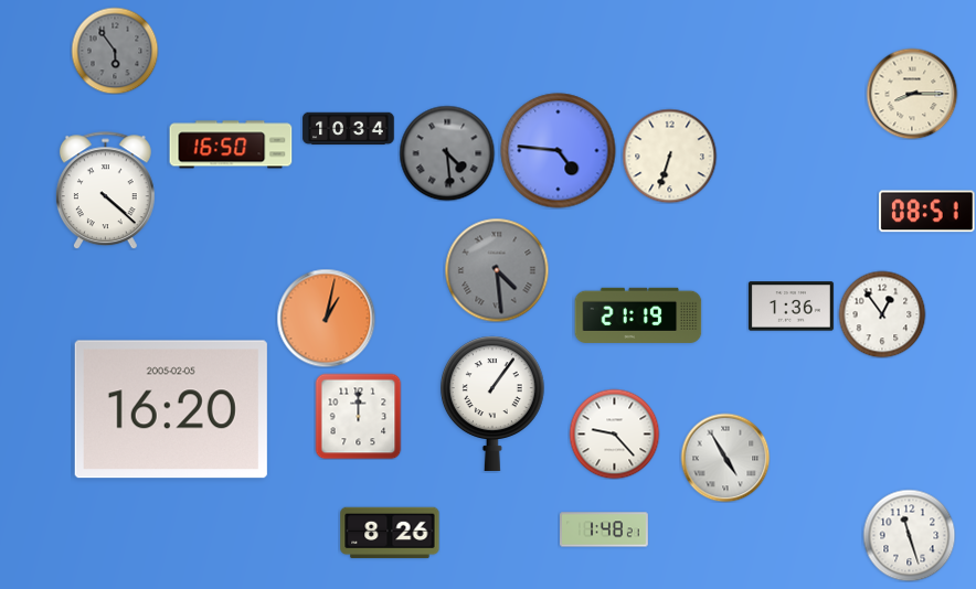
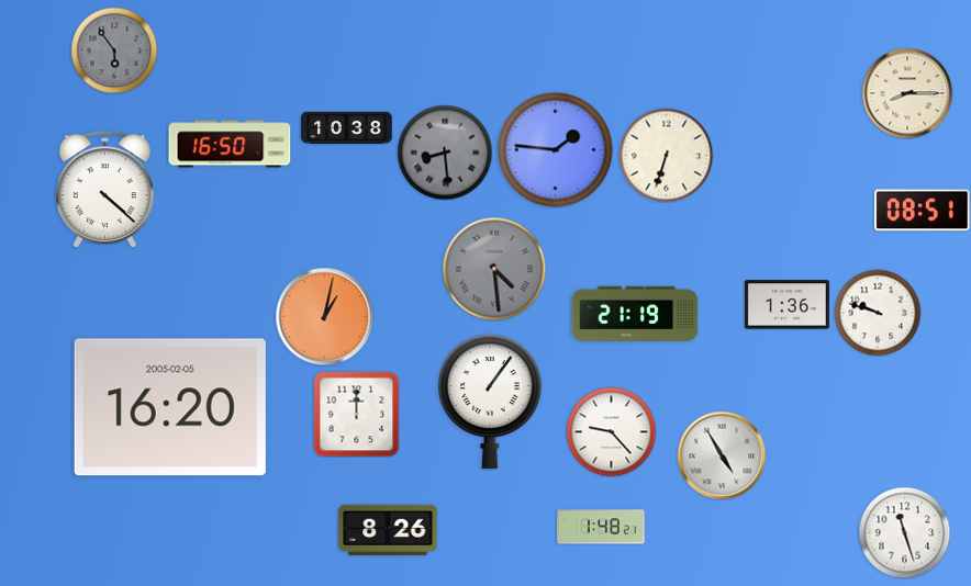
clock at (349, 129): 10:34 -> 10:38
clock at (559, 151): 4:46 -> 1:46
clock at (447, 153): 4:29 -> 8:29
clock at (882, 314): 12:54 -> 9:48
